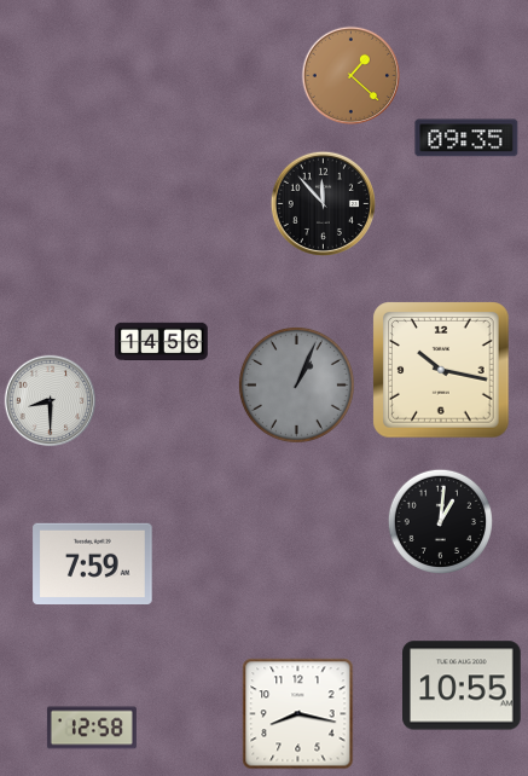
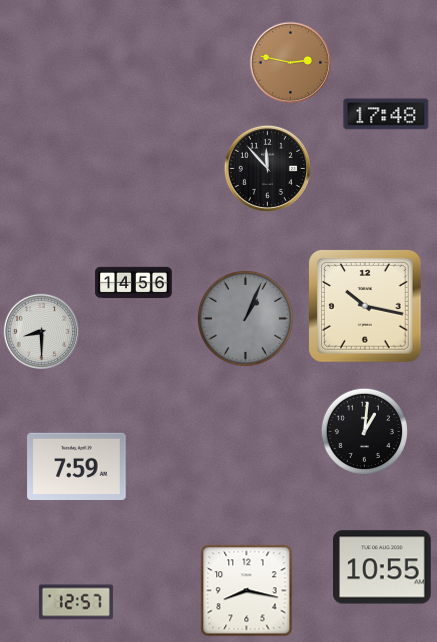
clock at (350, 75): 1:22 -> 2:47
clock at (466, 138): 09:35 -> 17:48
clock at (92, 728): 12:58 -> 12:57
